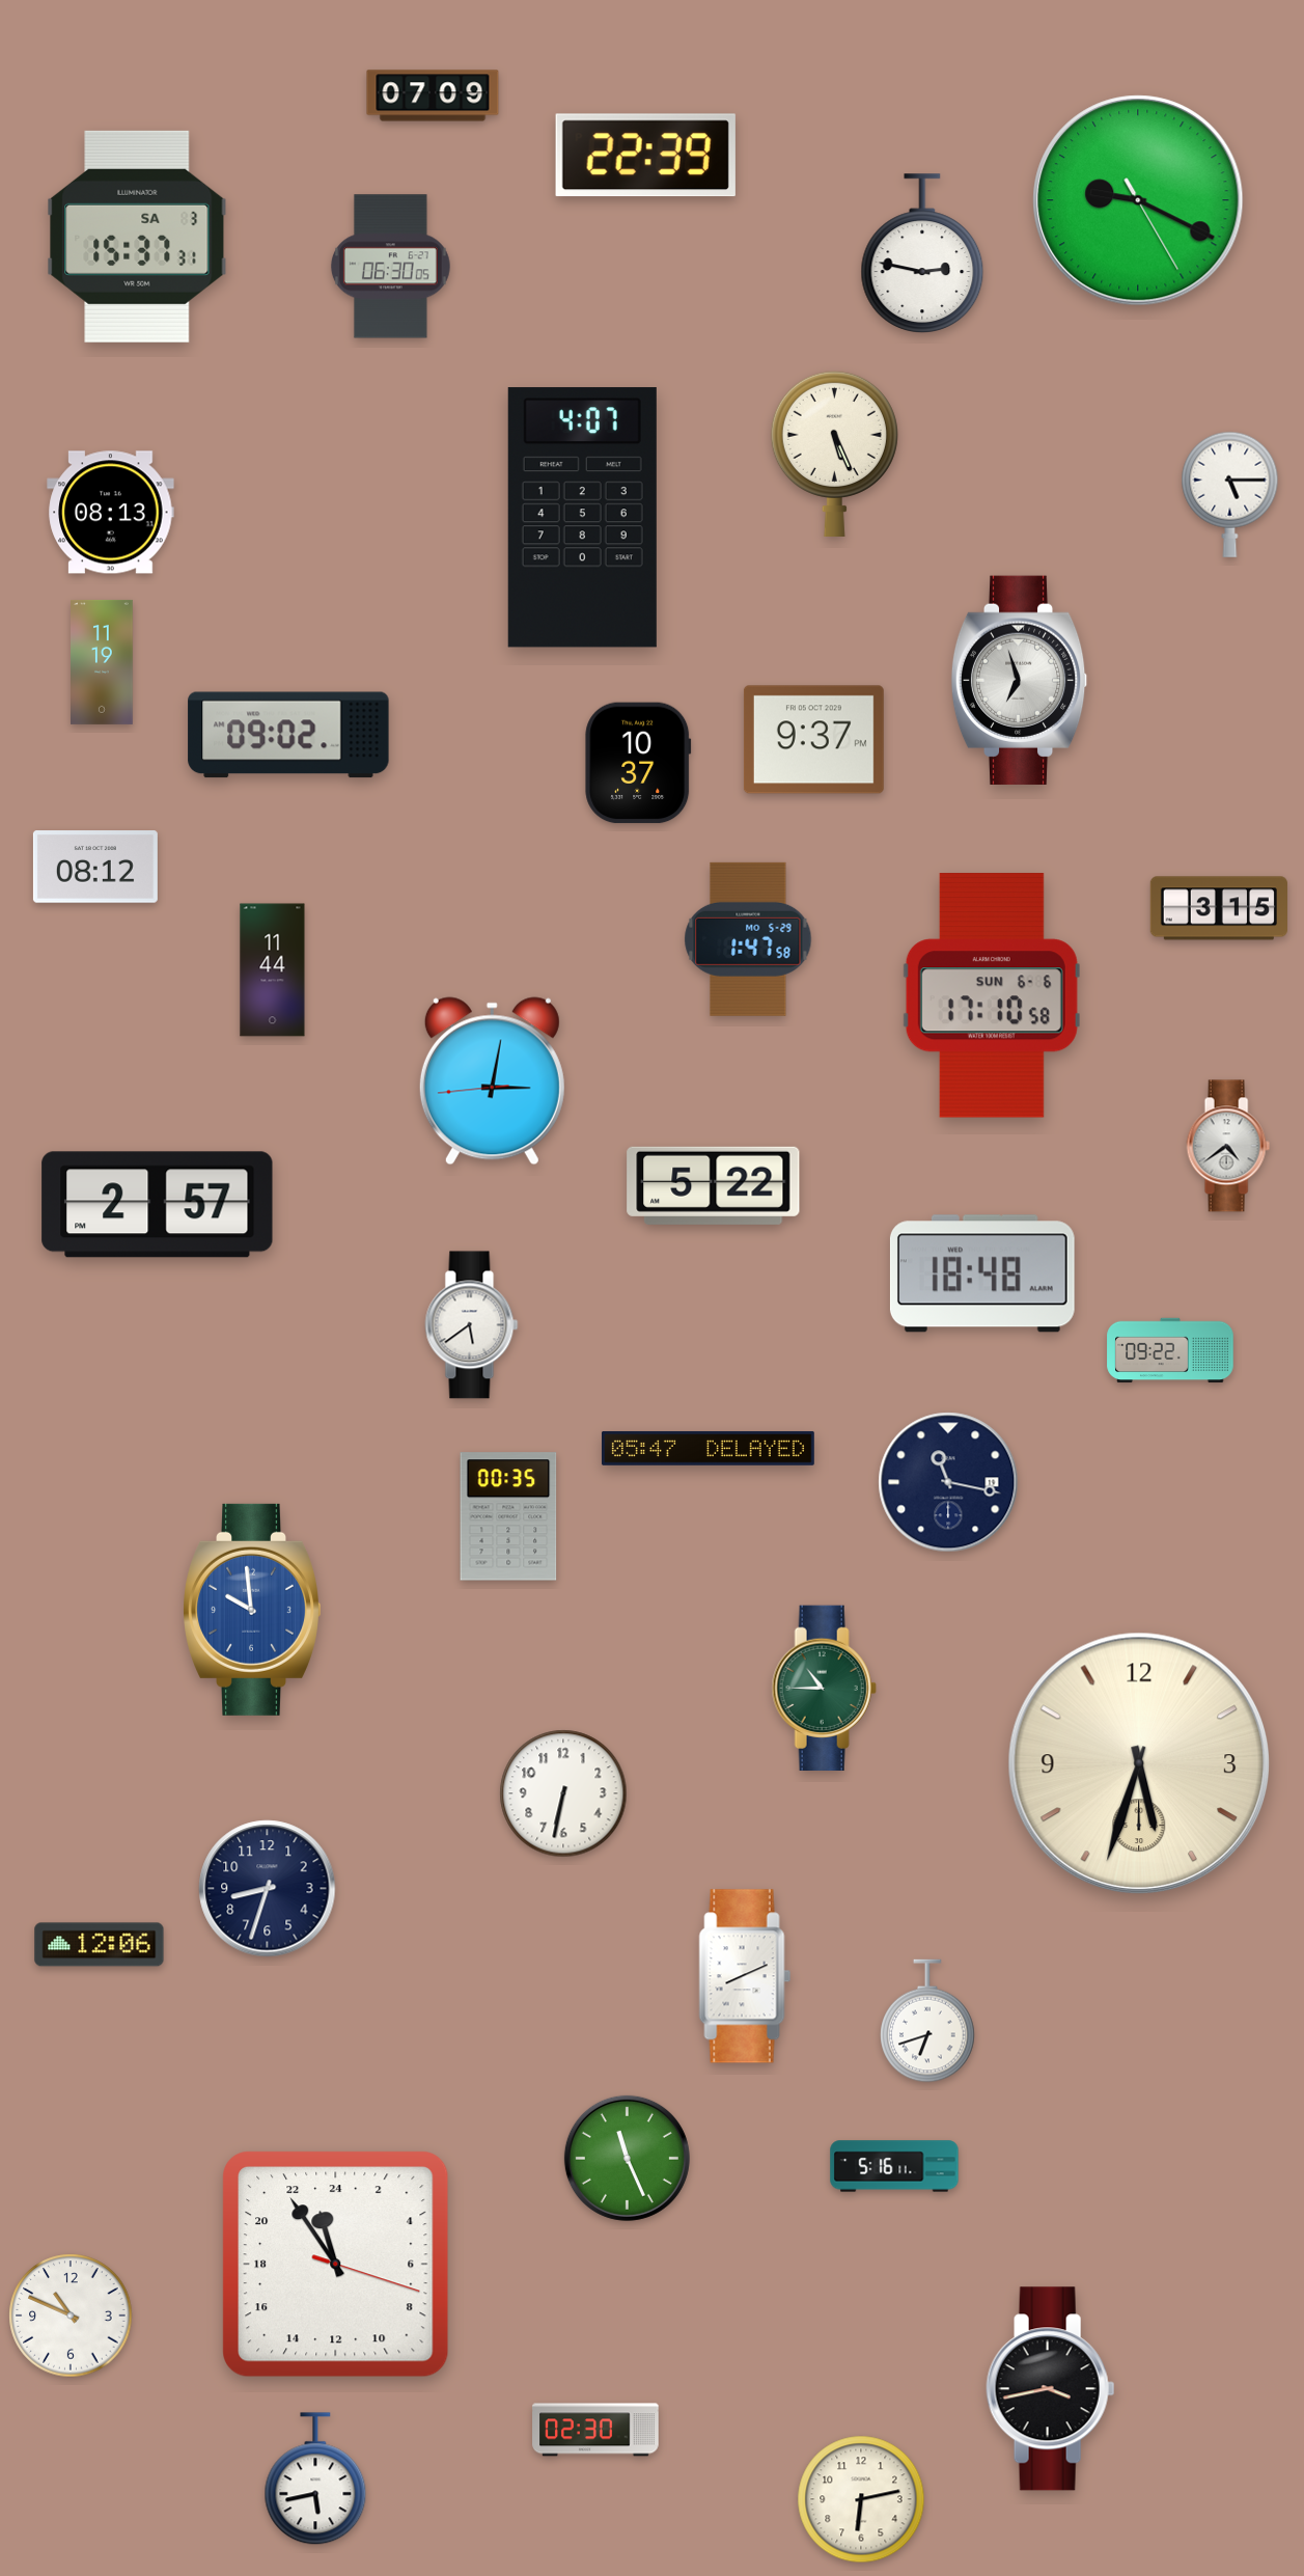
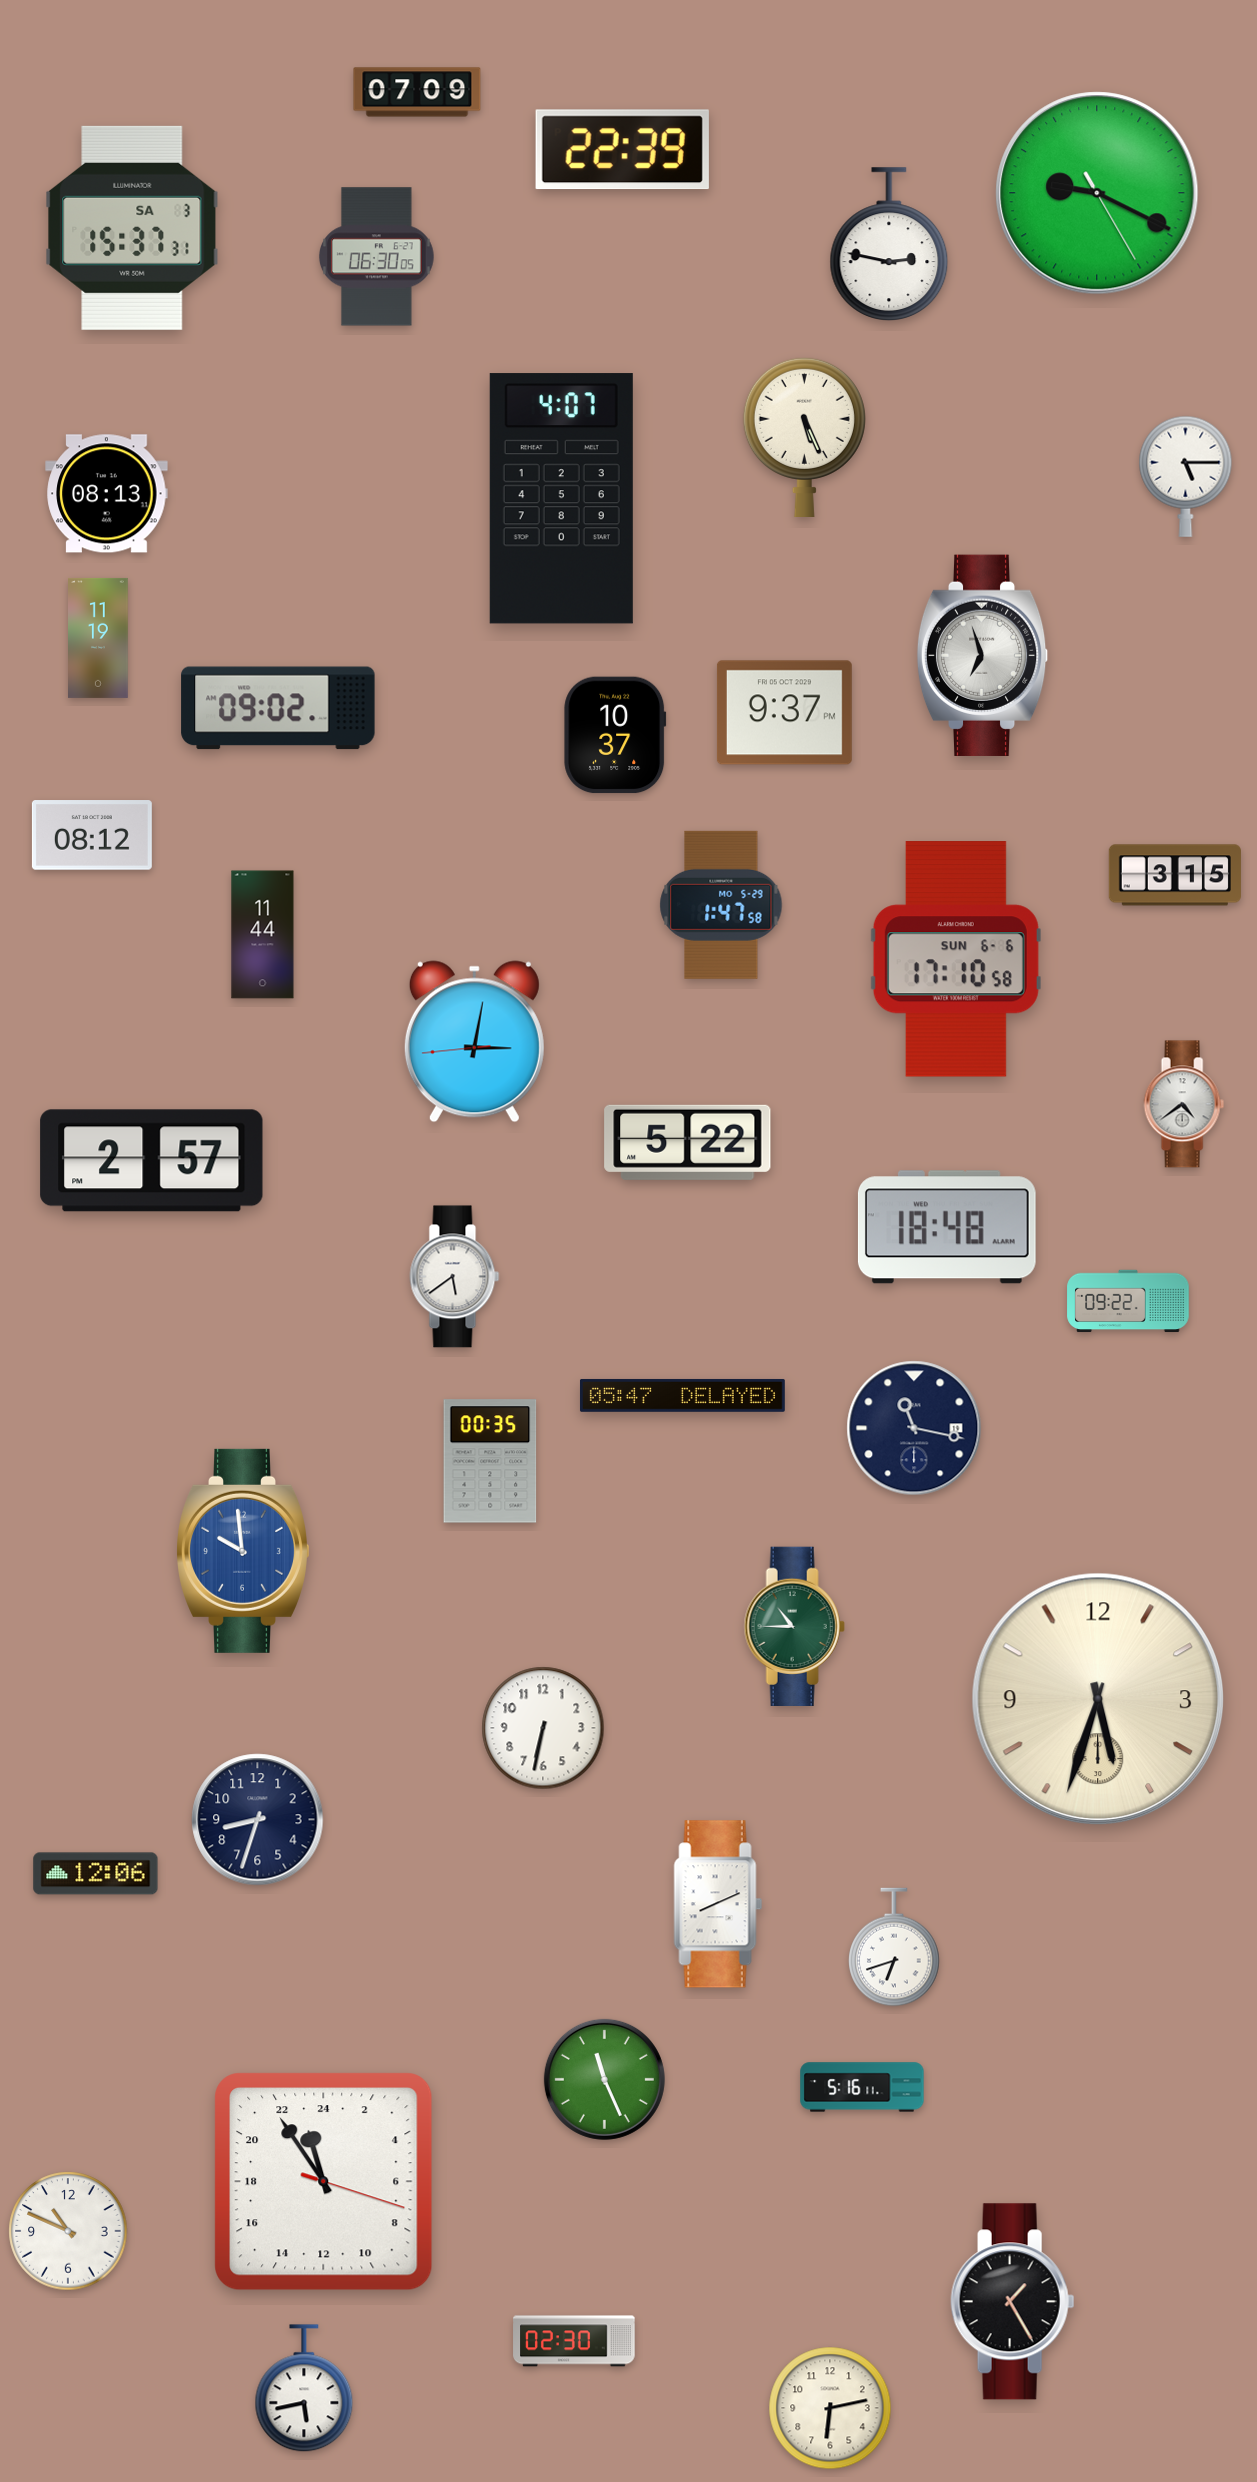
clock at (1051, 2389): 3:43 -> 1:25
